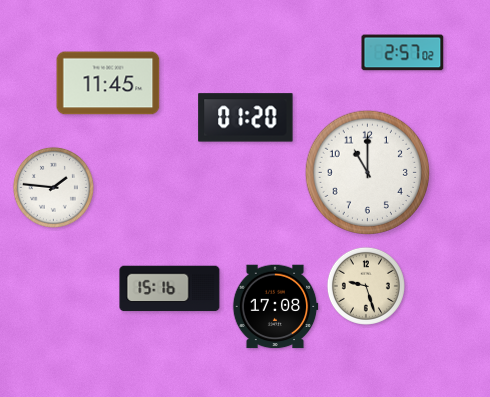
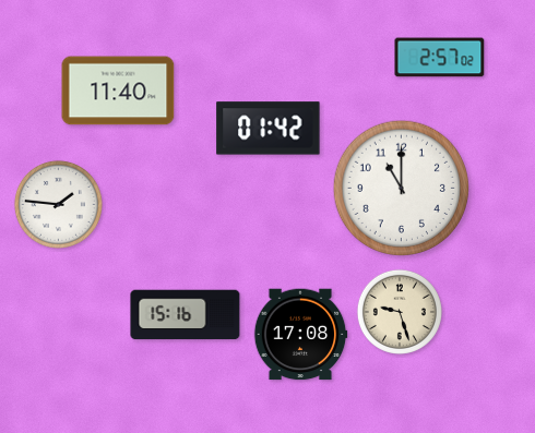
clock at (108, 83): 11:45 -> 11:40
clock at (246, 118): 01:20 -> 01:42
